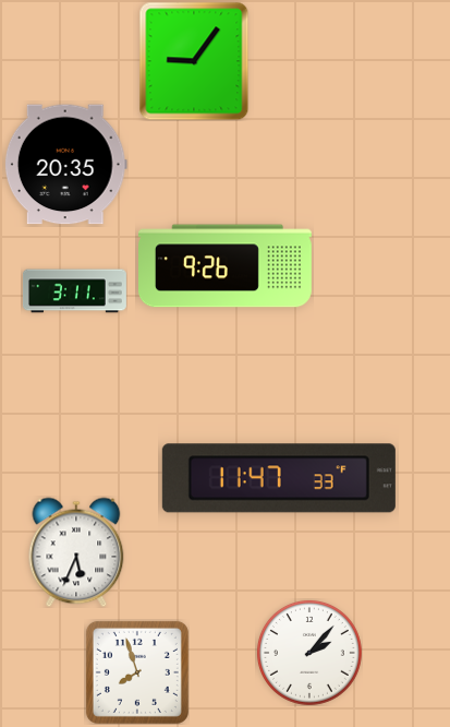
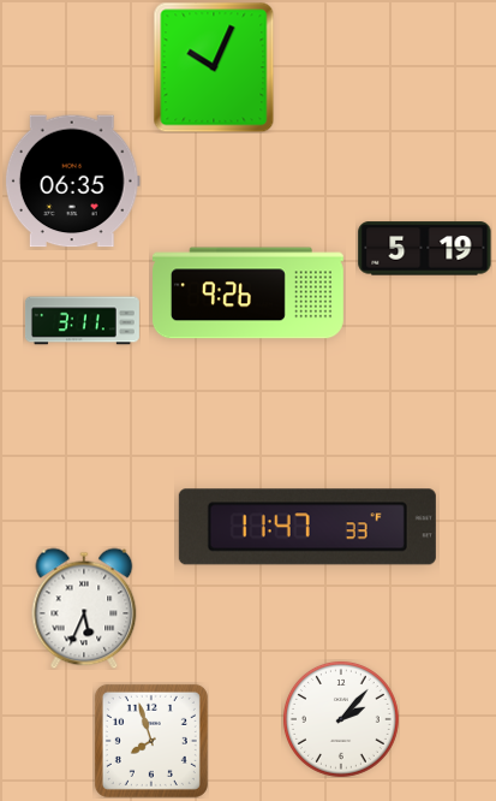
clock at (194, 61): 9:06 -> 10:04
clock at (65, 165): 20:35 -> 06:35
clock at (425, 249): none -> 5:19
